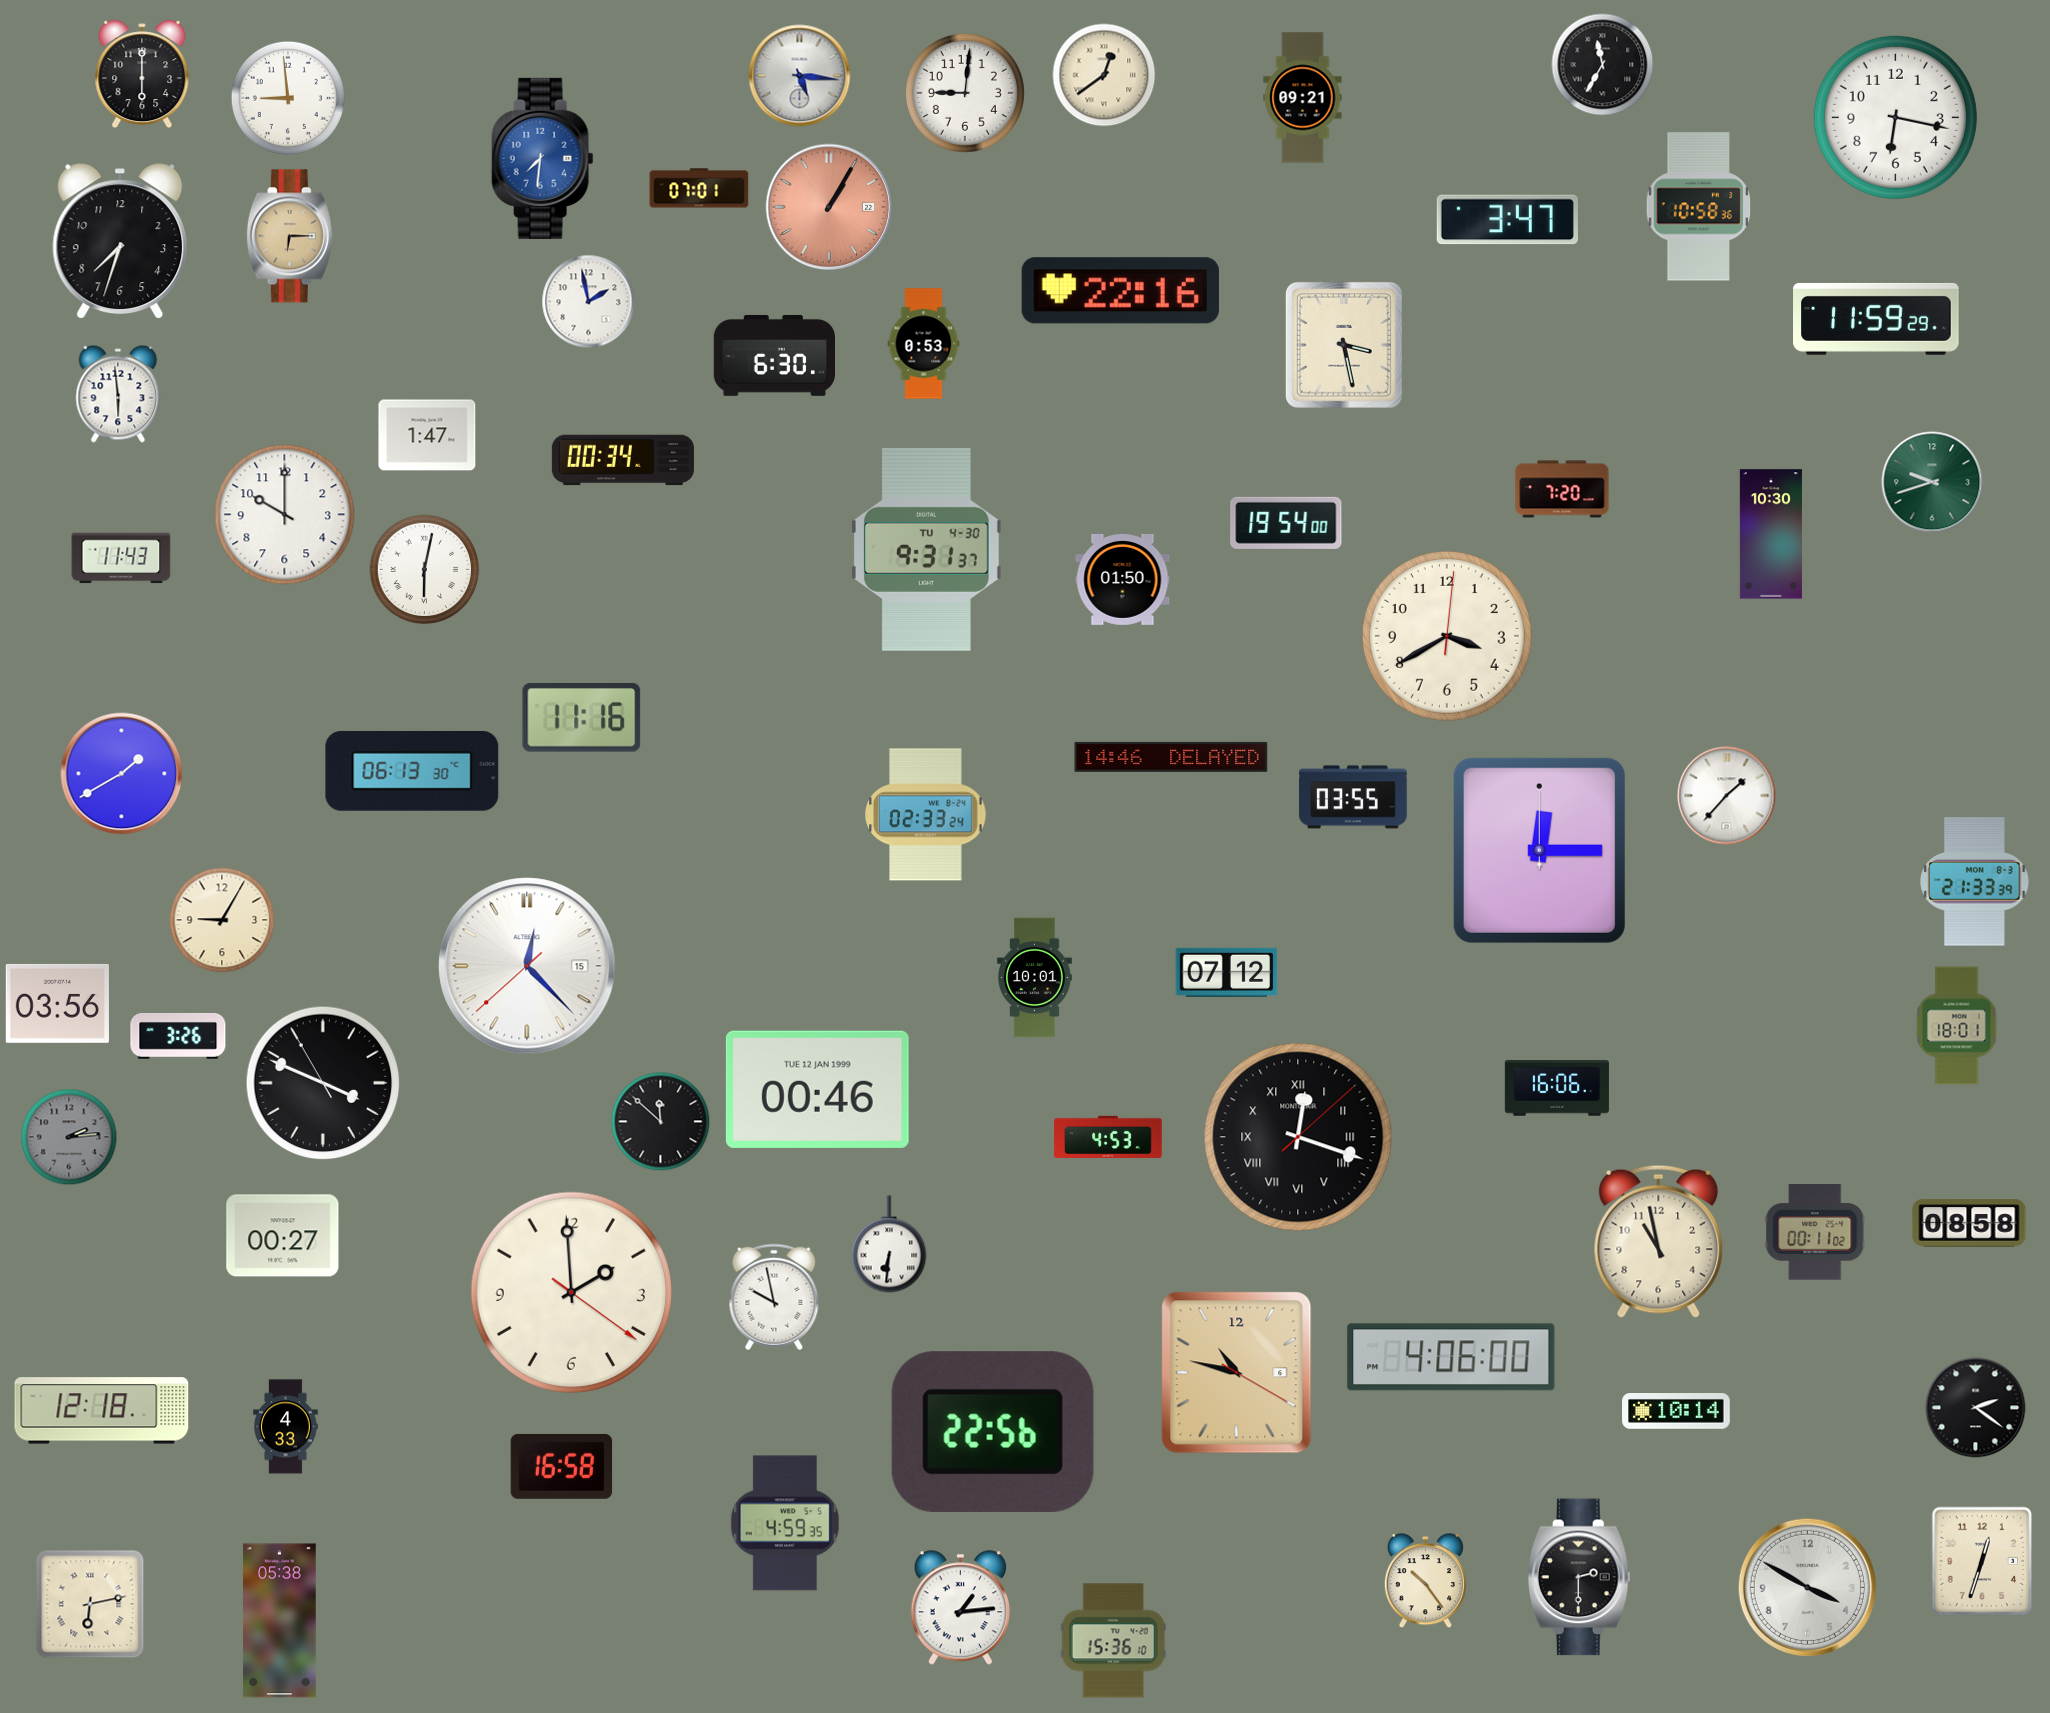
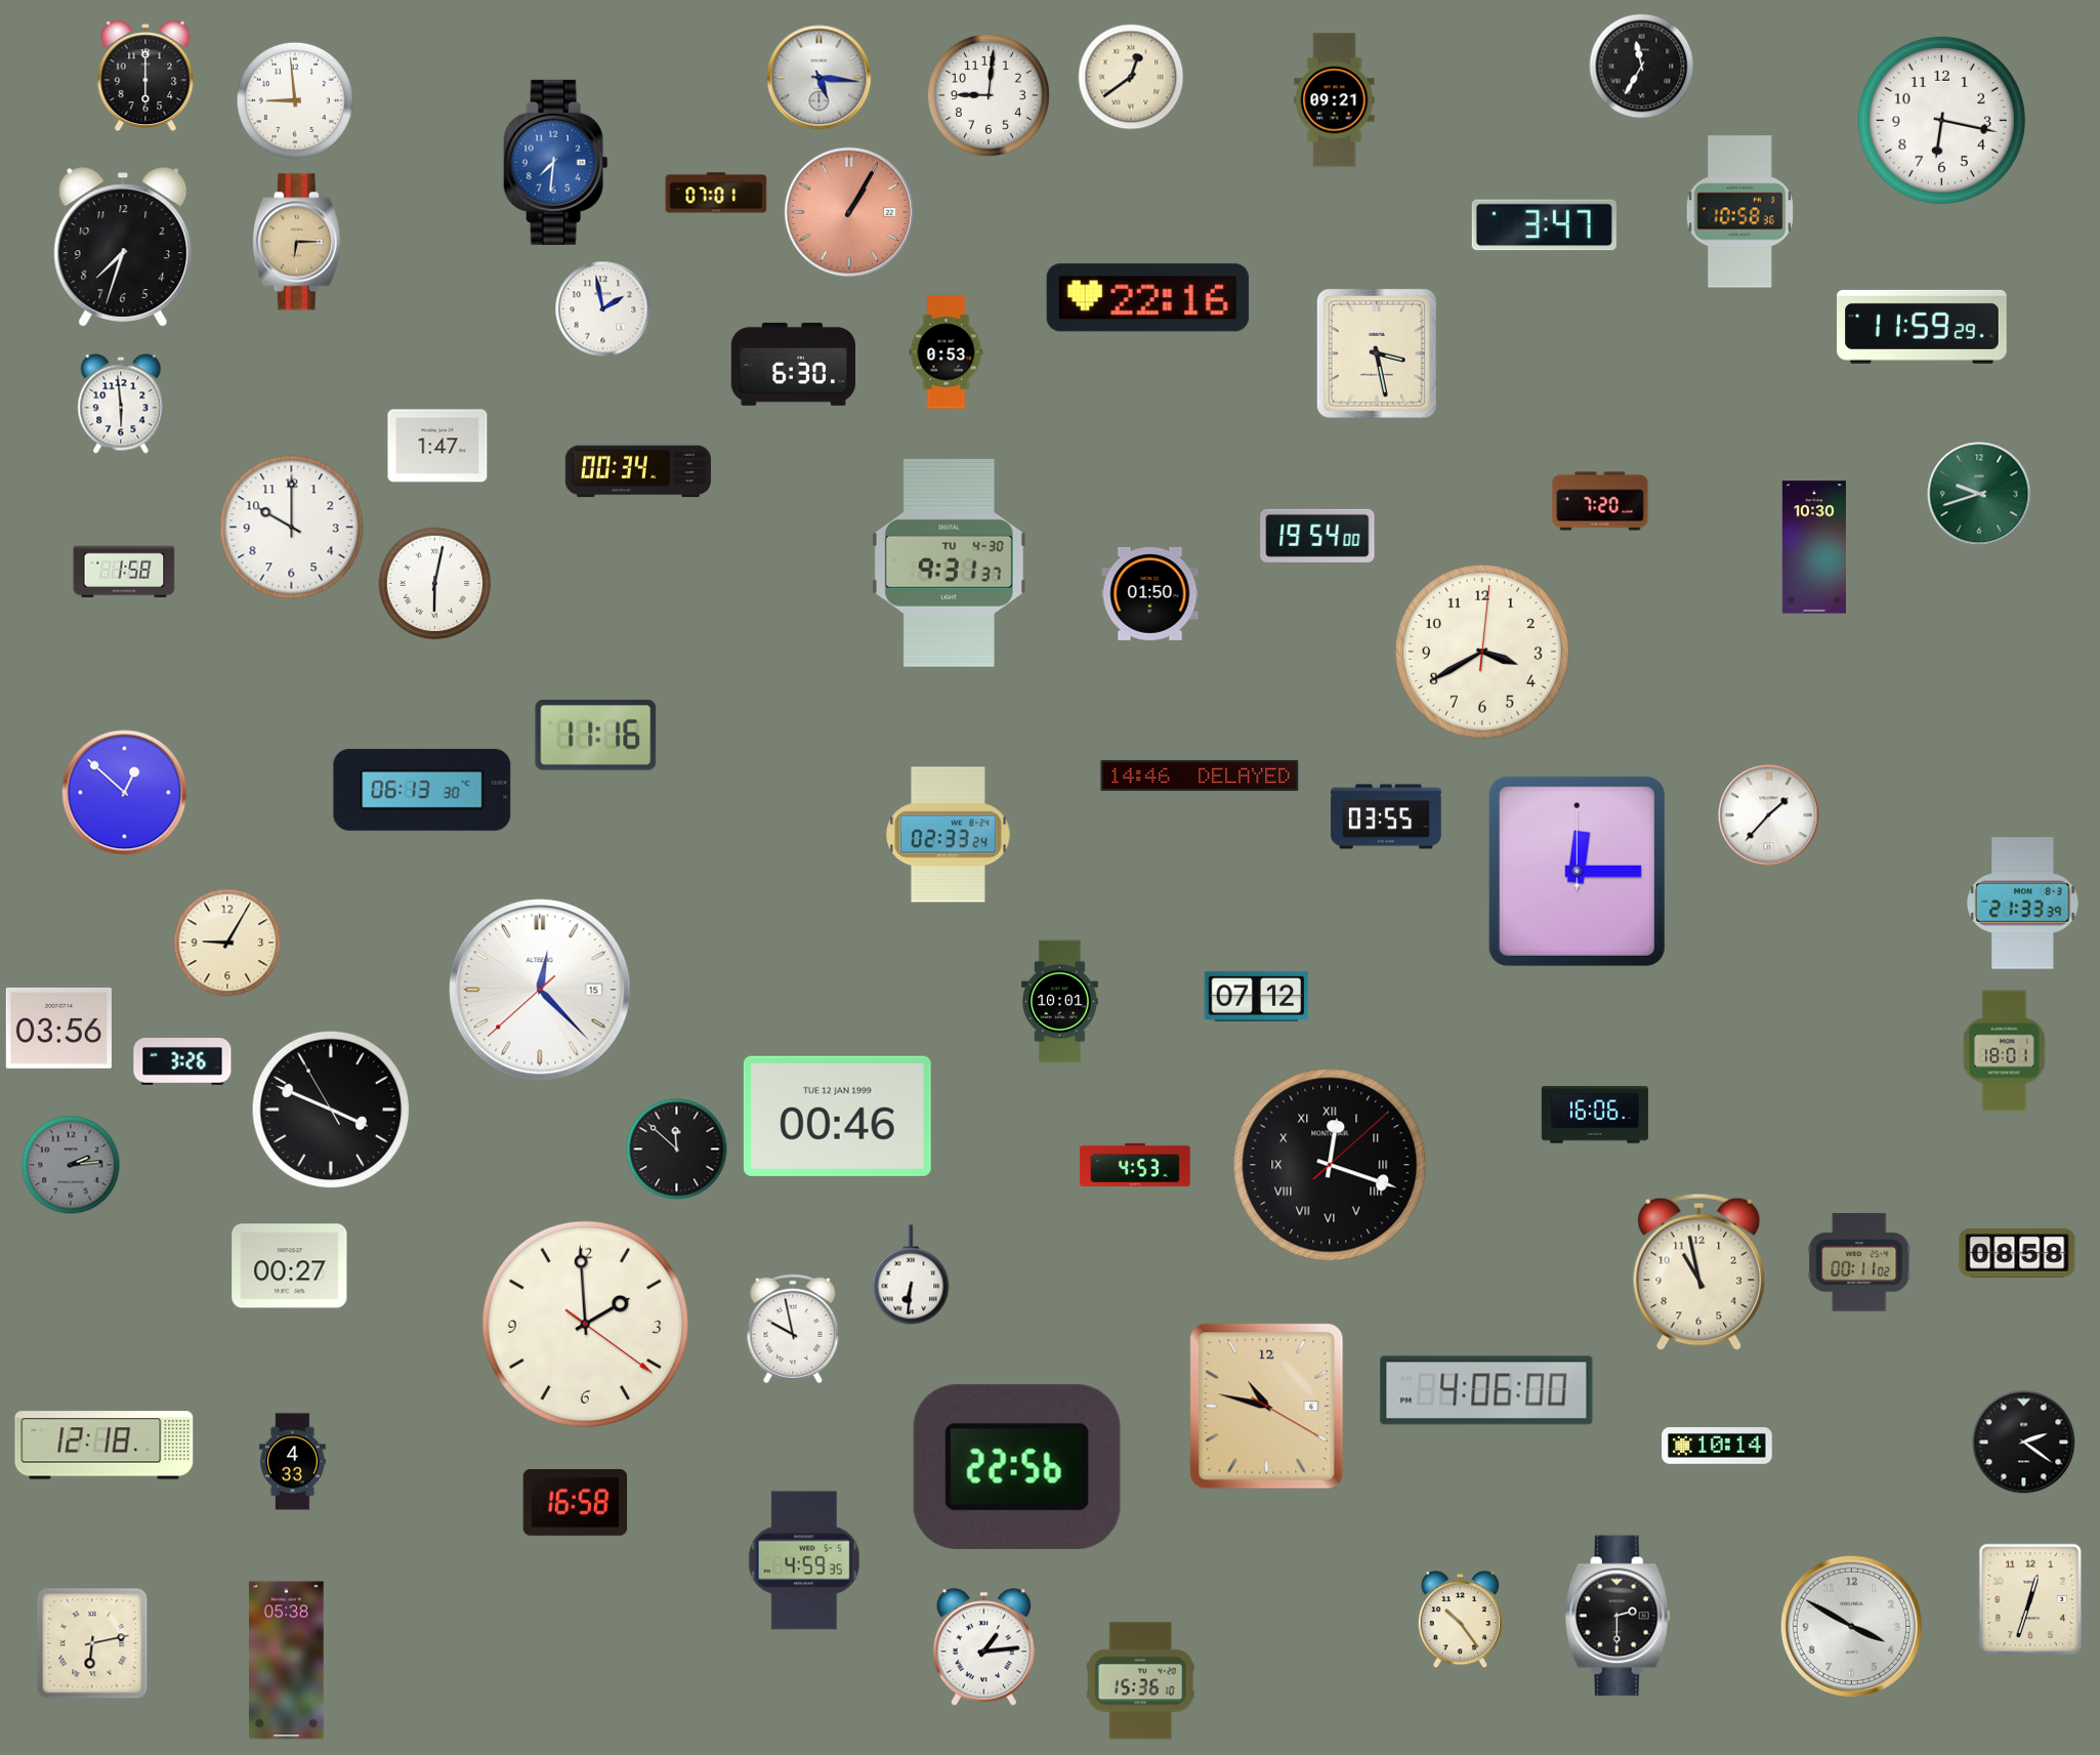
clock at (121, 558): 11:43 -> 1:58
clock at (122, 774): 1:40 -> 12:52
